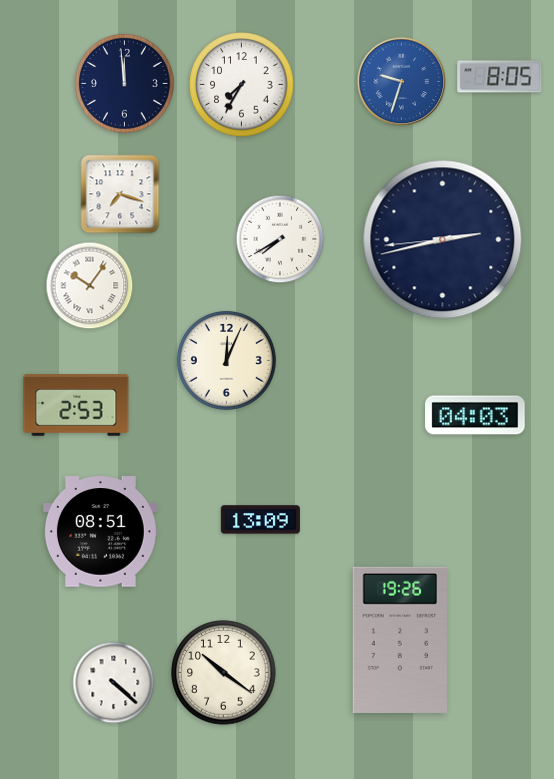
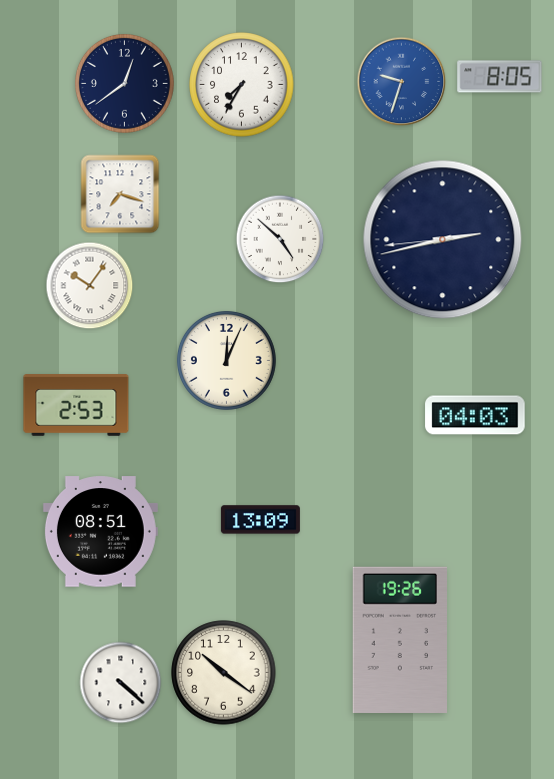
clock at (124, 83): 11:59 -> 12:39
clock at (280, 239): 7:40 -> 4:52
clock at (114, 683) position: (114, 683) -> (121, 683)
